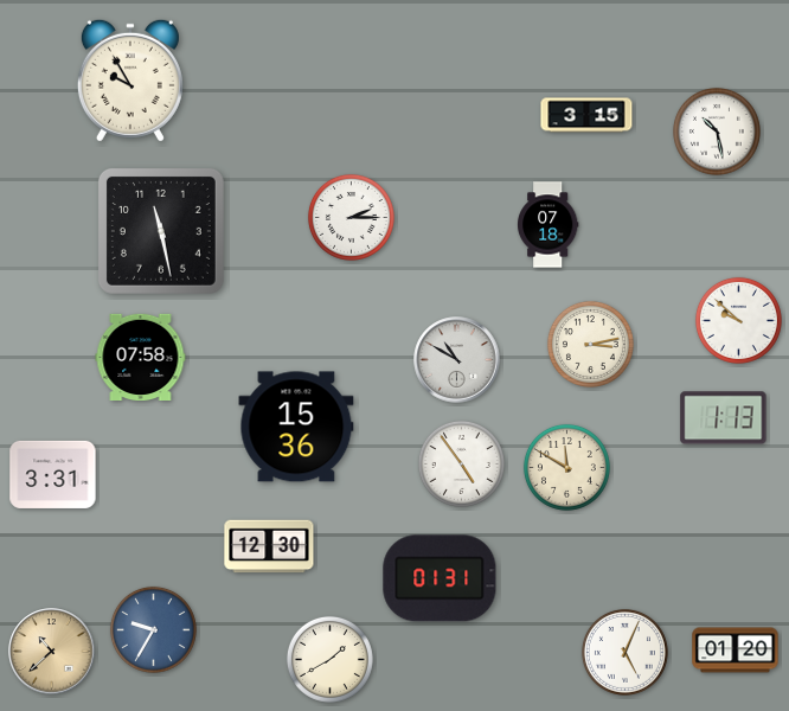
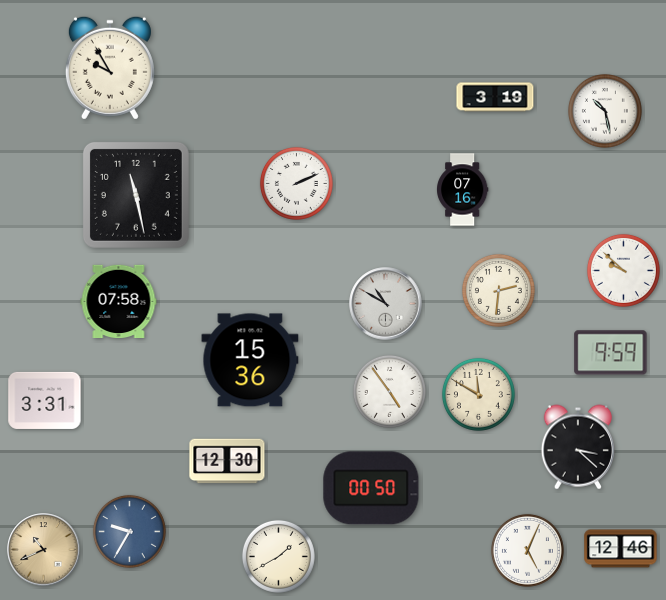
clock at (586, 115): 3:15 -> 3:19
clock at (351, 217): 2:15 -> 2:11
clock at (547, 225): 07:18 -> 07:16
clock at (590, 344): 3:13 -> 2:31
clock at (724, 418): 1:13 -> 9:59
clock at (578, 447): none -> 3:22
clock at (440, 578): 01:31 -> 00:50
clock at (736, 651): 01:20 -> 12:46
clock at (52, 652): 10:38 -> 10:41
